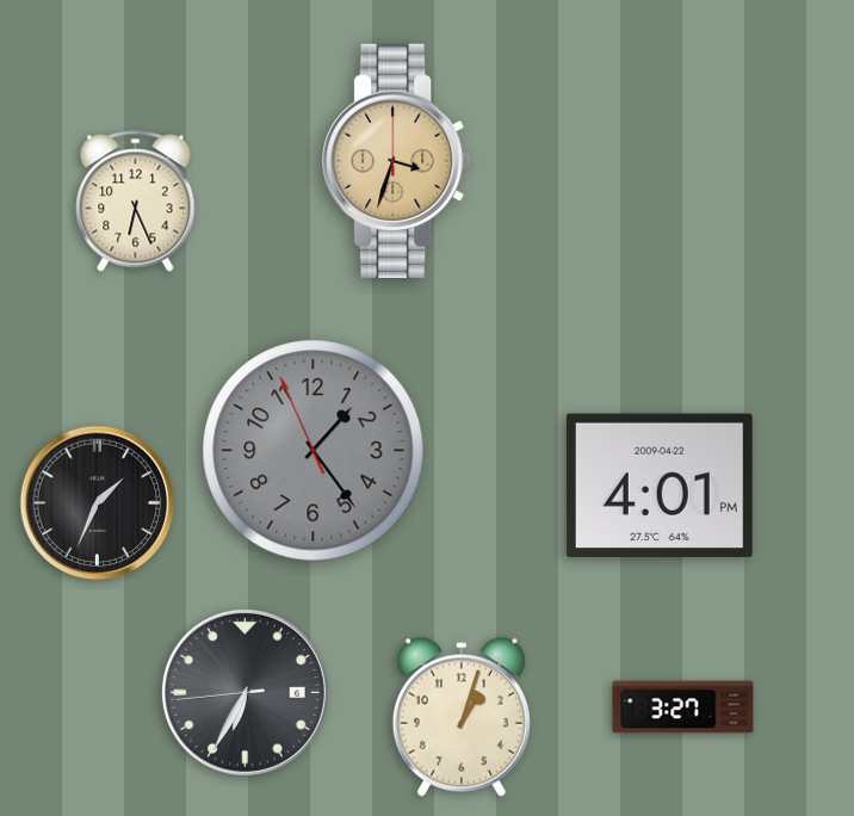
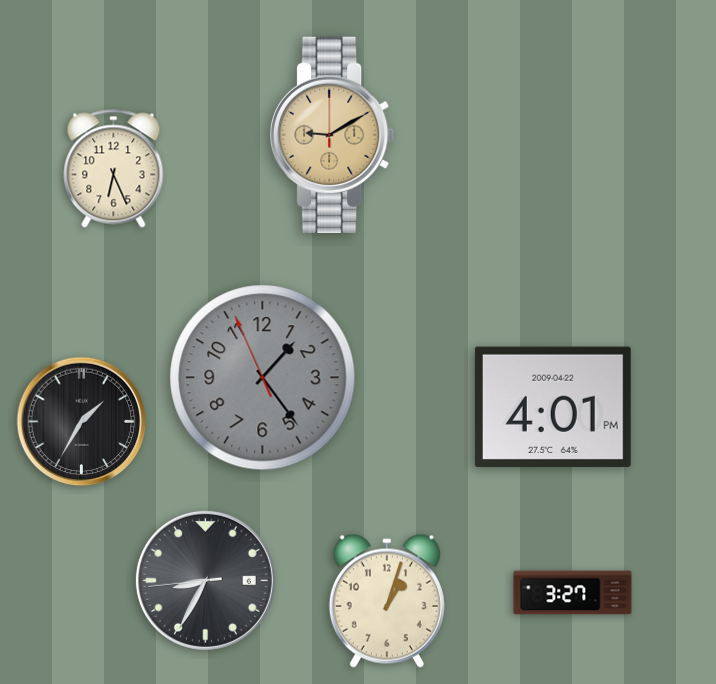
clock at (397, 161): 3:33 -> 9:10
clock at (98, 503): 1:34 -> 1:35
clock at (245, 692): 6:34 -> 8:34
